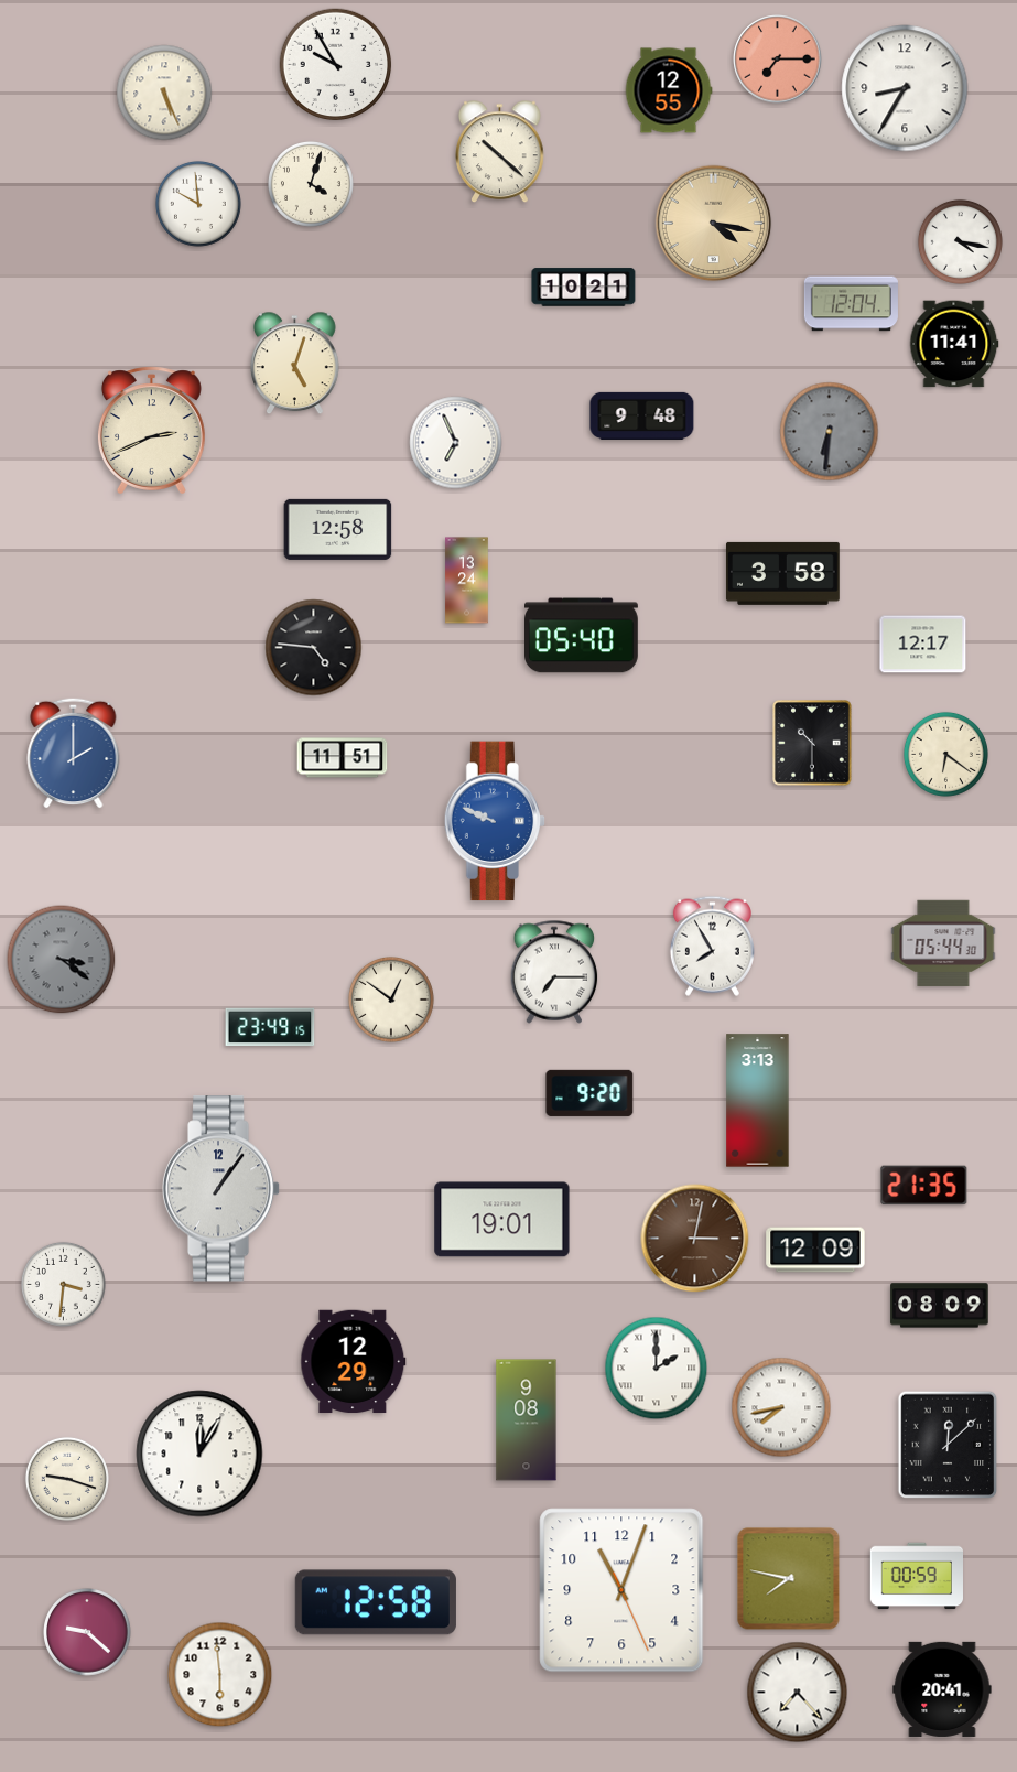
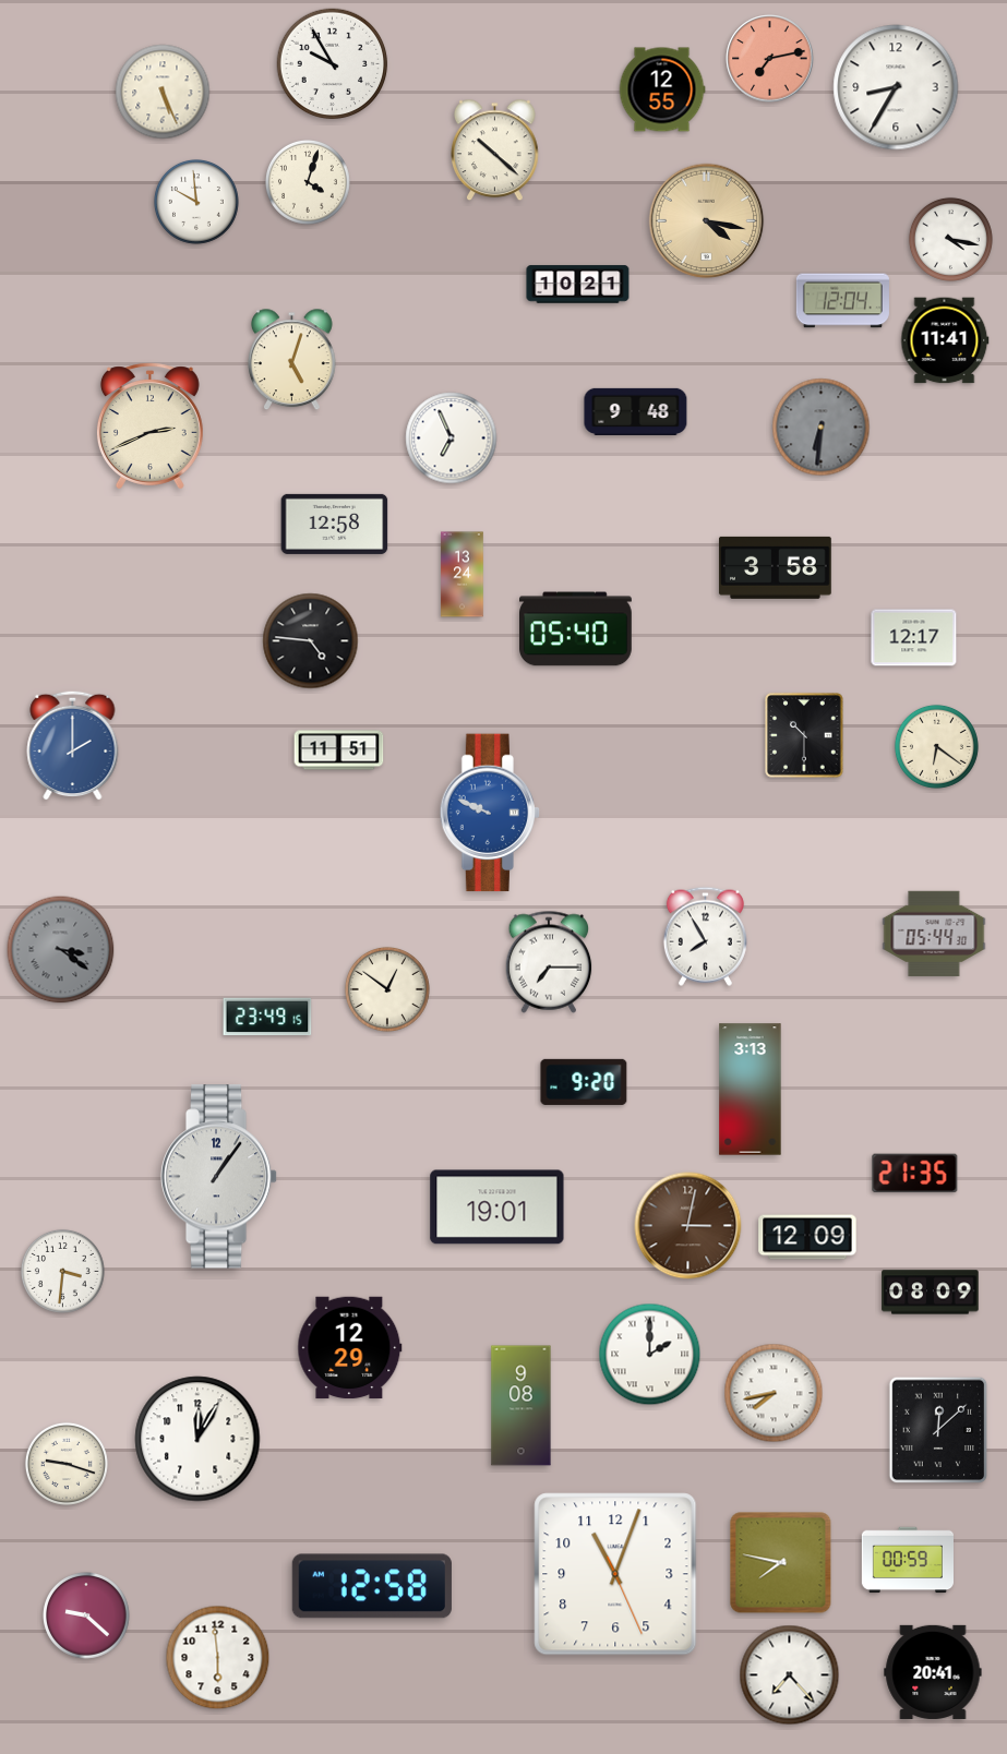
clock at (778, 60): 7:15 -> 7:13
